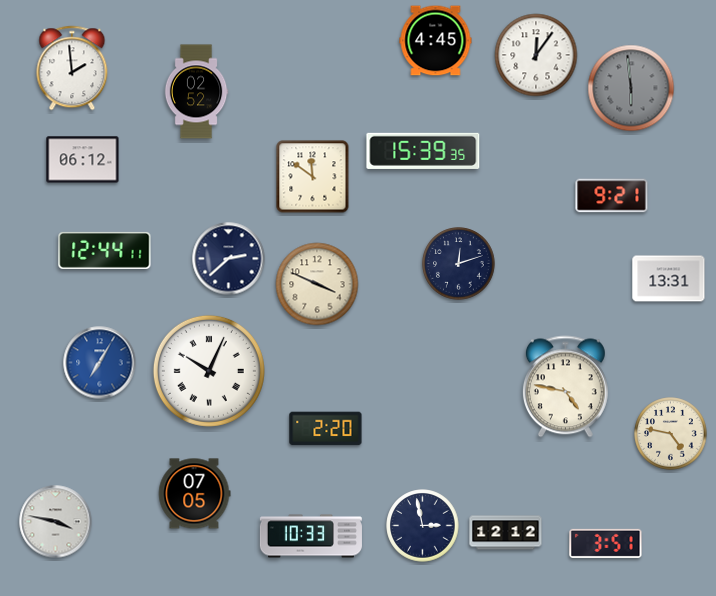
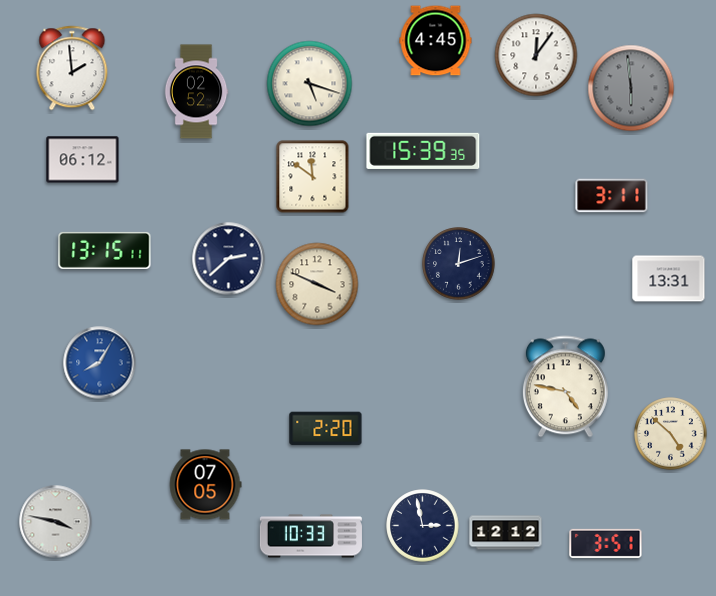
clock at (310, 84): none -> 5:18
clock at (612, 196): 9:21 -> 3:11
clock at (105, 250): 12:44 -> 13:15
clock at (100, 363): 7:05 -> 8:05
clock at (209, 371): 10:04 -> none
clock at (671, 434): 4:47 -> 4:52
clock at (194, 494) position: (194, 494) -> (205, 485)
